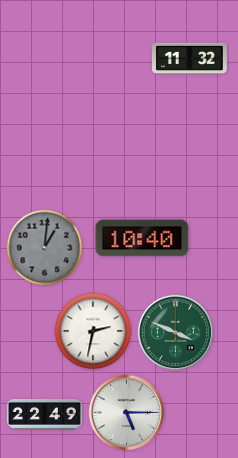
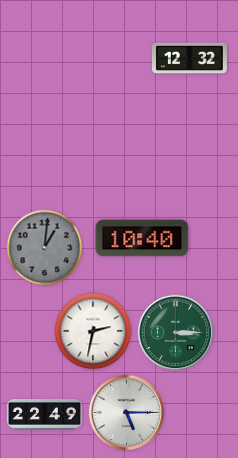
clock at (189, 59): 11:32 -> 12:32
clock at (176, 333): 3:49 -> 3:15
